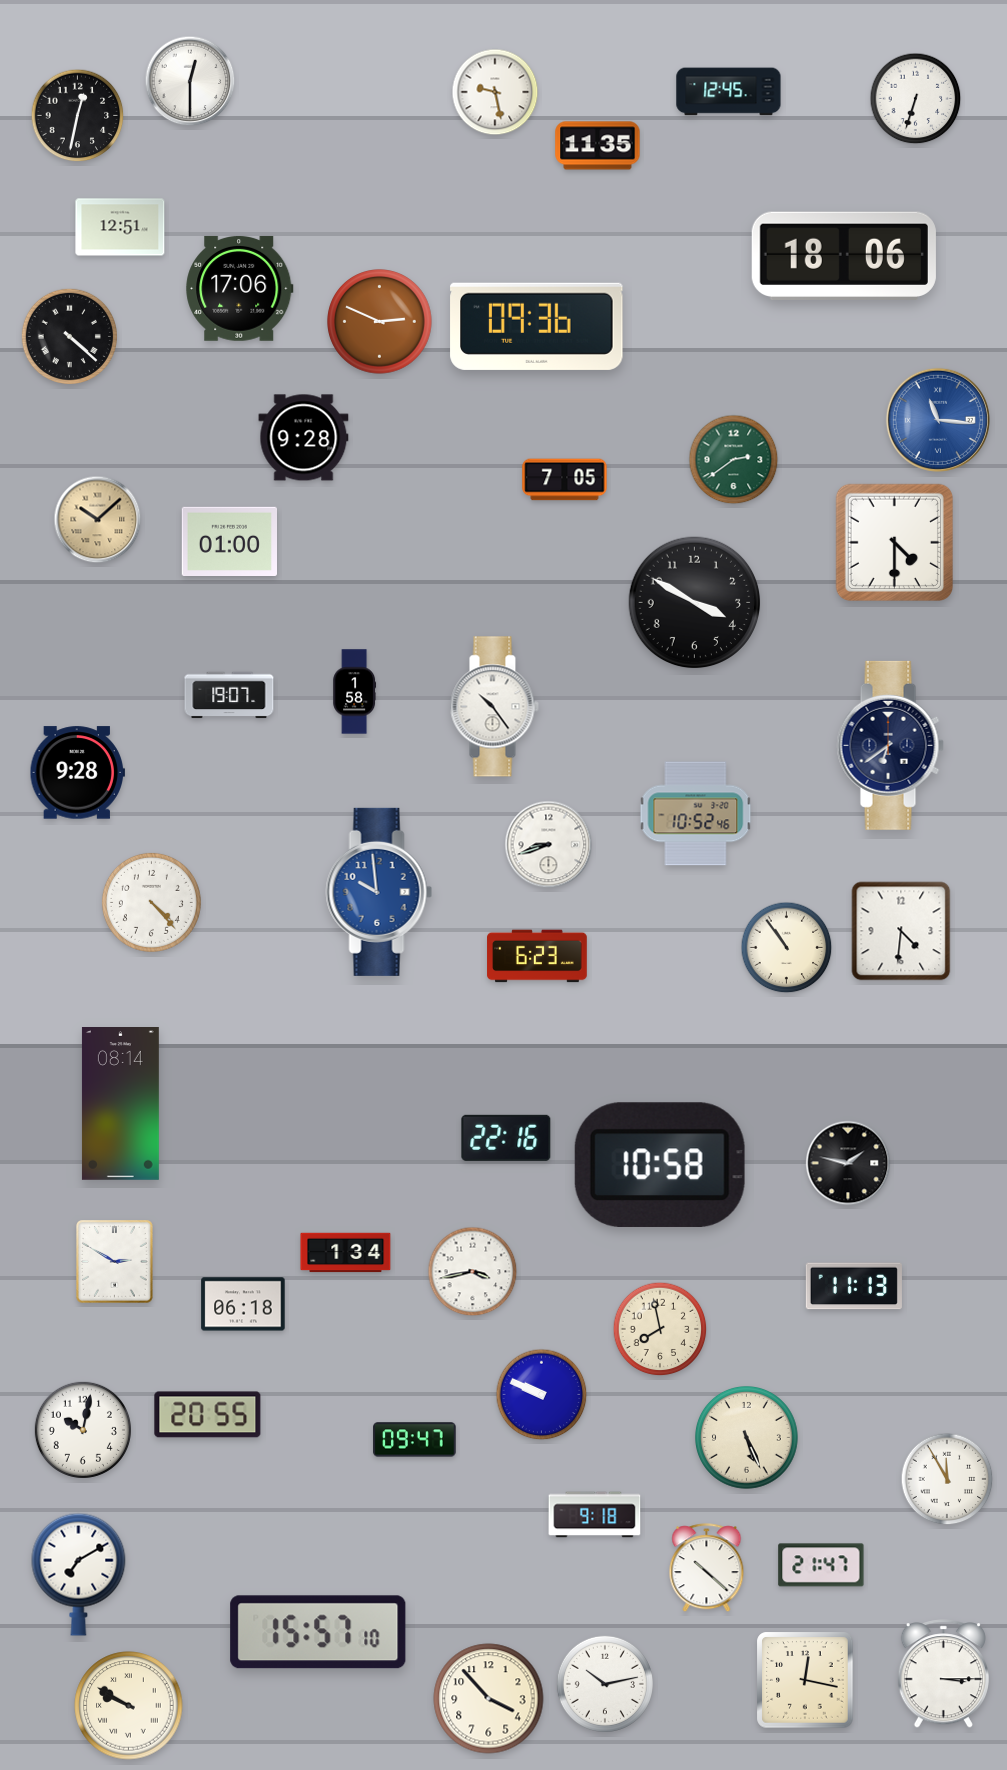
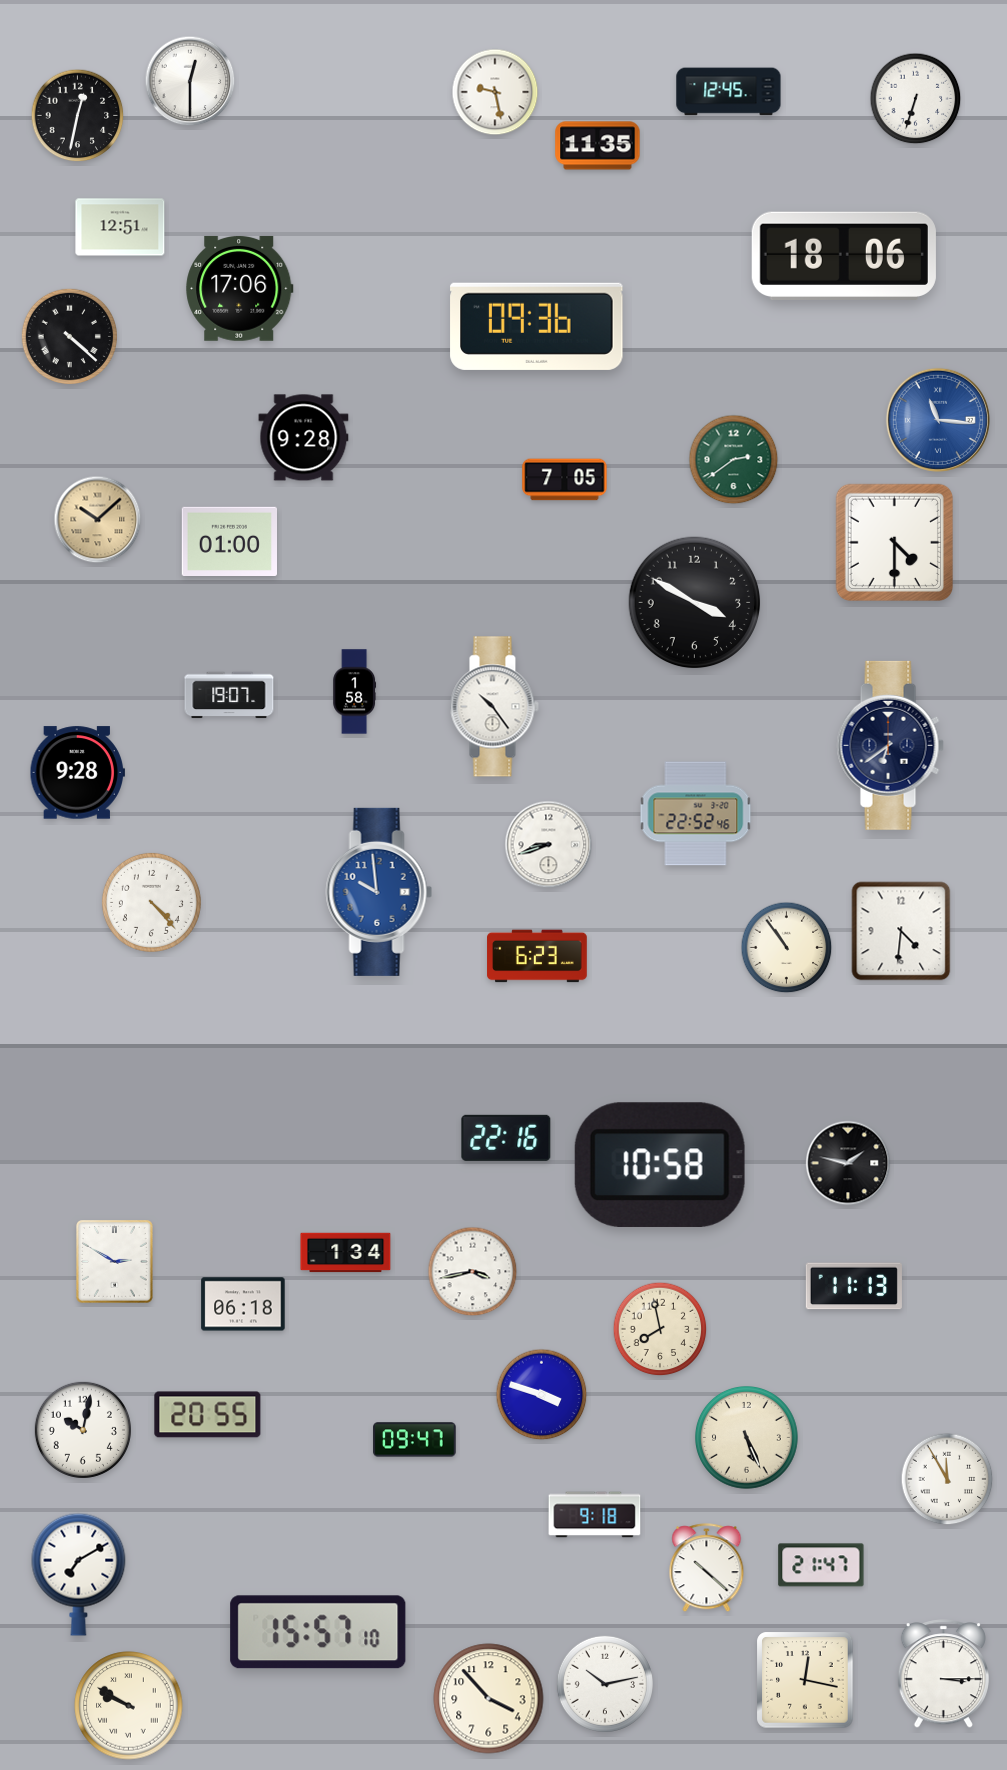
clock at (380, 322): 2:49 -> none
clock at (696, 814): 10:52 -> 22:52
clock at (120, 1104): 08:14 -> none
clock at (542, 1395): 9:49 -> 3:48
